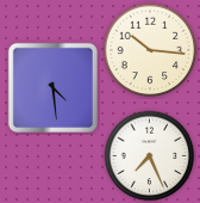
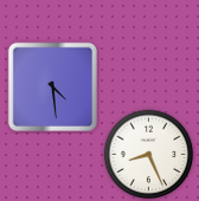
clock at (150, 50): 10:16 -> none
clock at (150, 156): 7:26 -> 8:26
